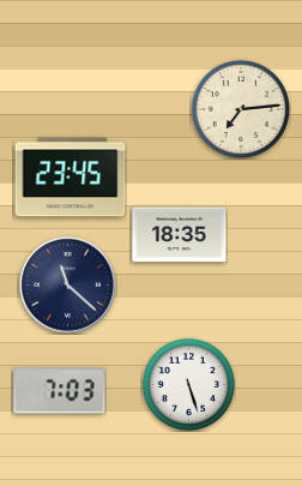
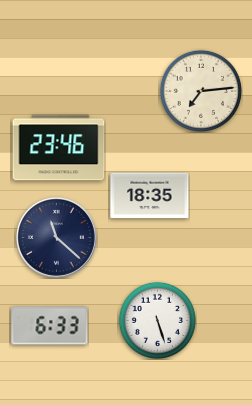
clock at (71, 178): 23:45 -> 23:46
clock at (60, 391): 7:03 -> 6:33
